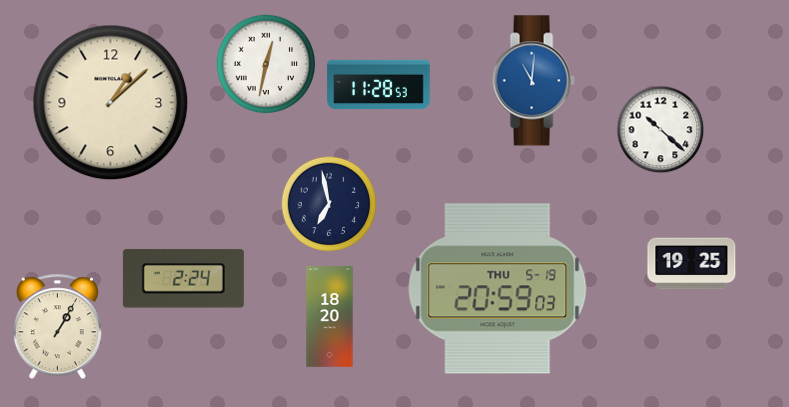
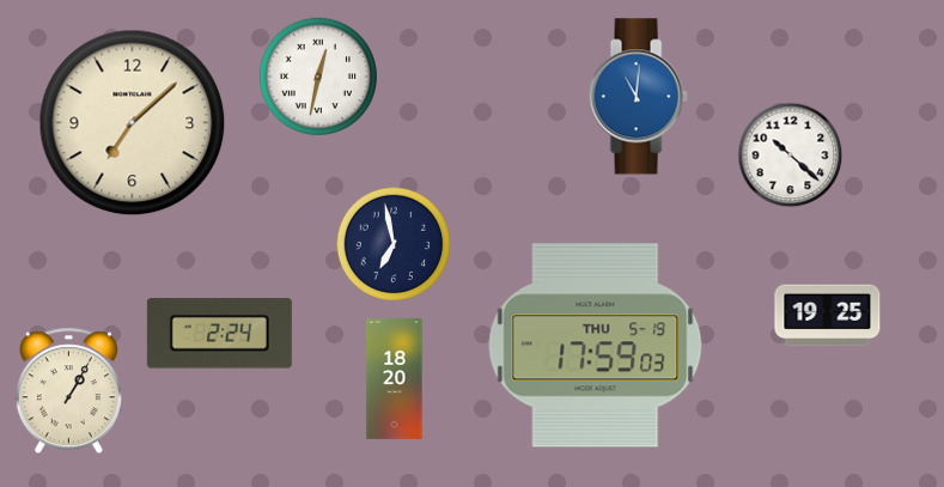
clock at (379, 85): 11:28 -> none
clock at (111, 103): 1:08 -> 7:08
clock at (498, 289): 20:59 -> 17:59
